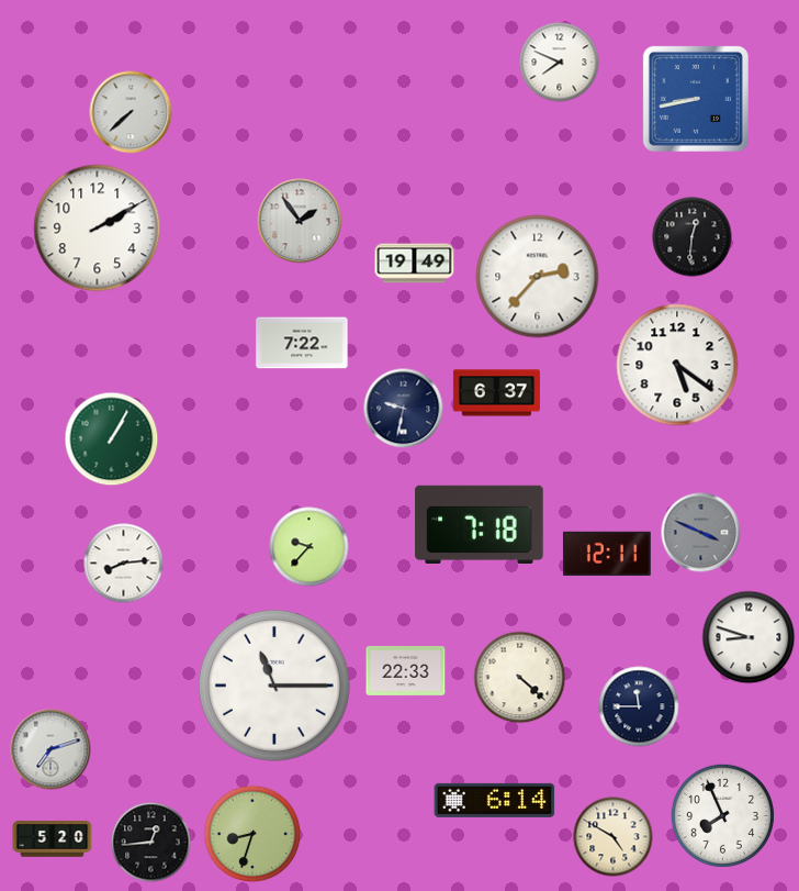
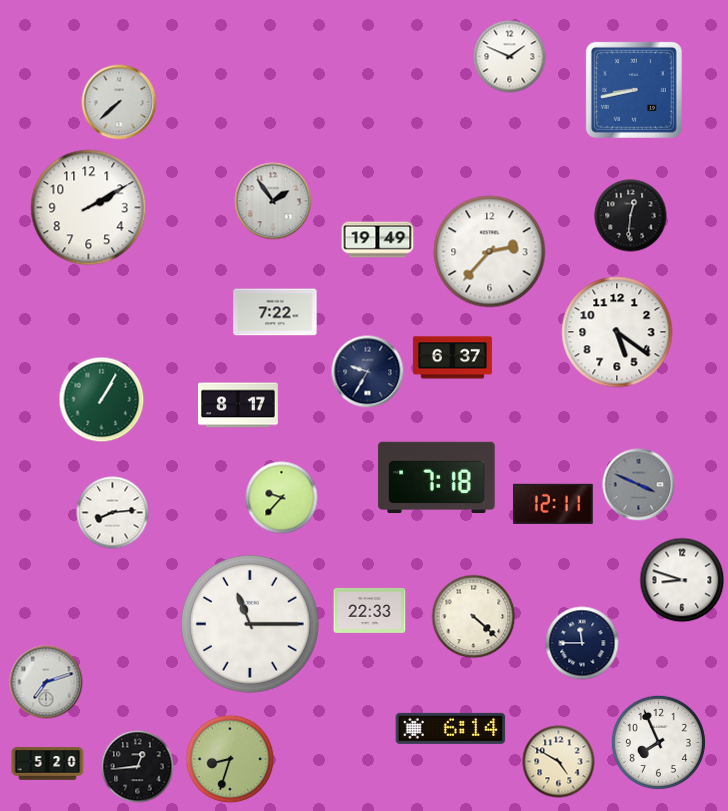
clock at (560, 63): 7:49 -> 1:49
clock at (404, 409): 9:32 -> 9:35
clock at (239, 405): none -> 8:17
